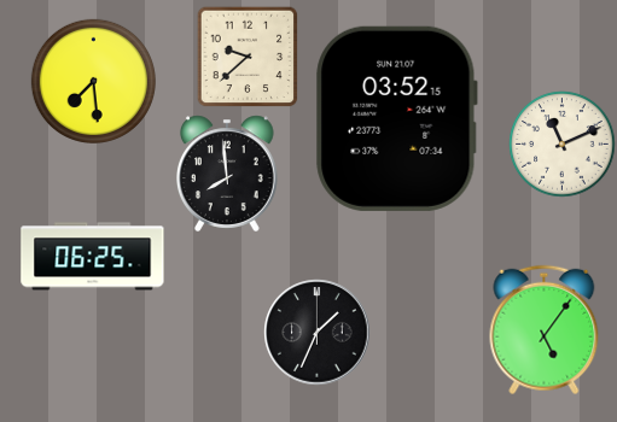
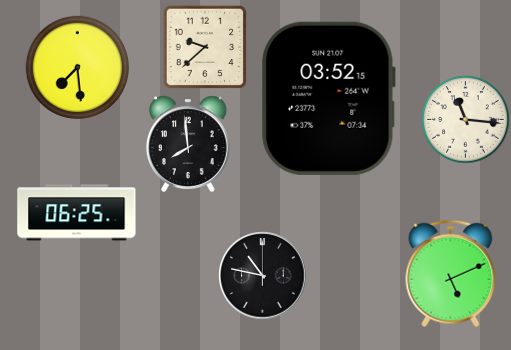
clock at (561, 143): 11:11 -> 11:16
clock at (545, 329): 5:06 -> 5:11
clock at (316, 332): 1:34 -> 10:47
